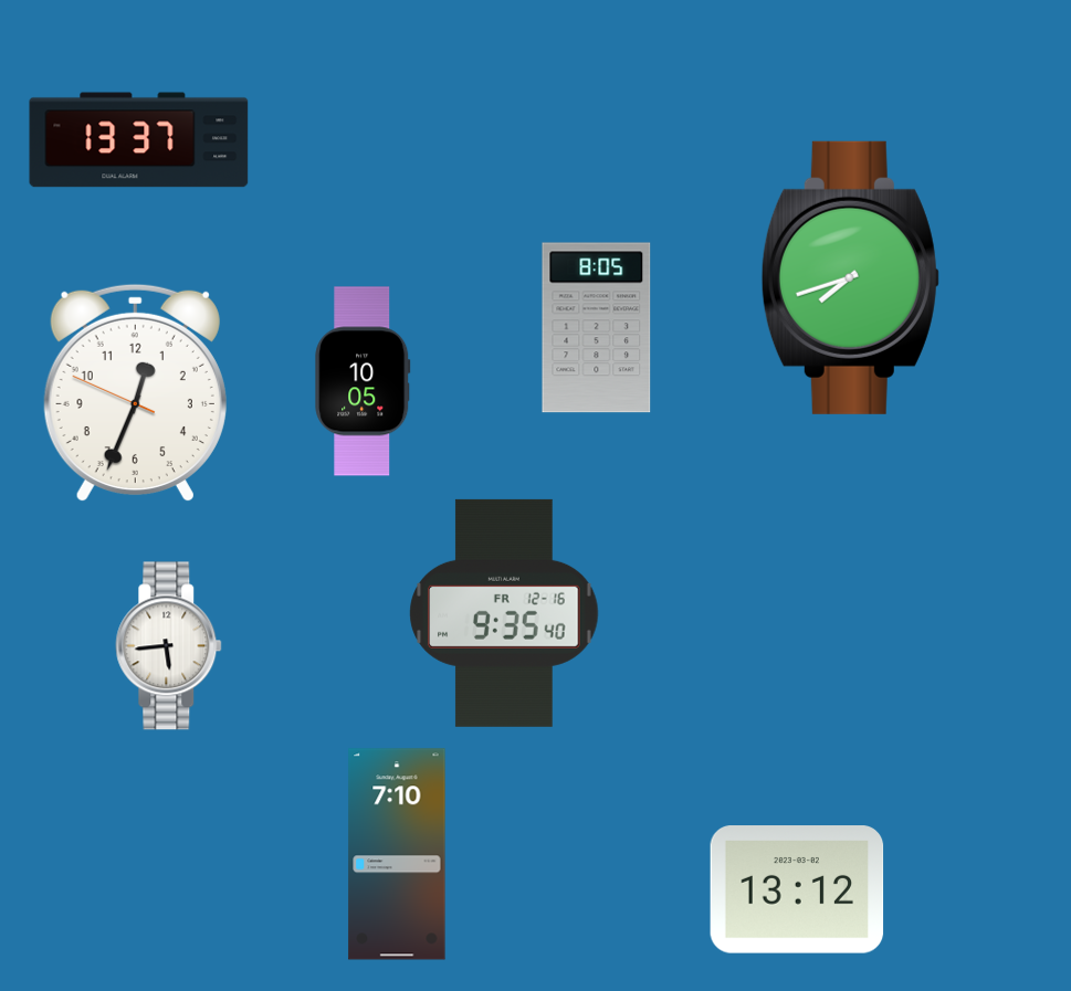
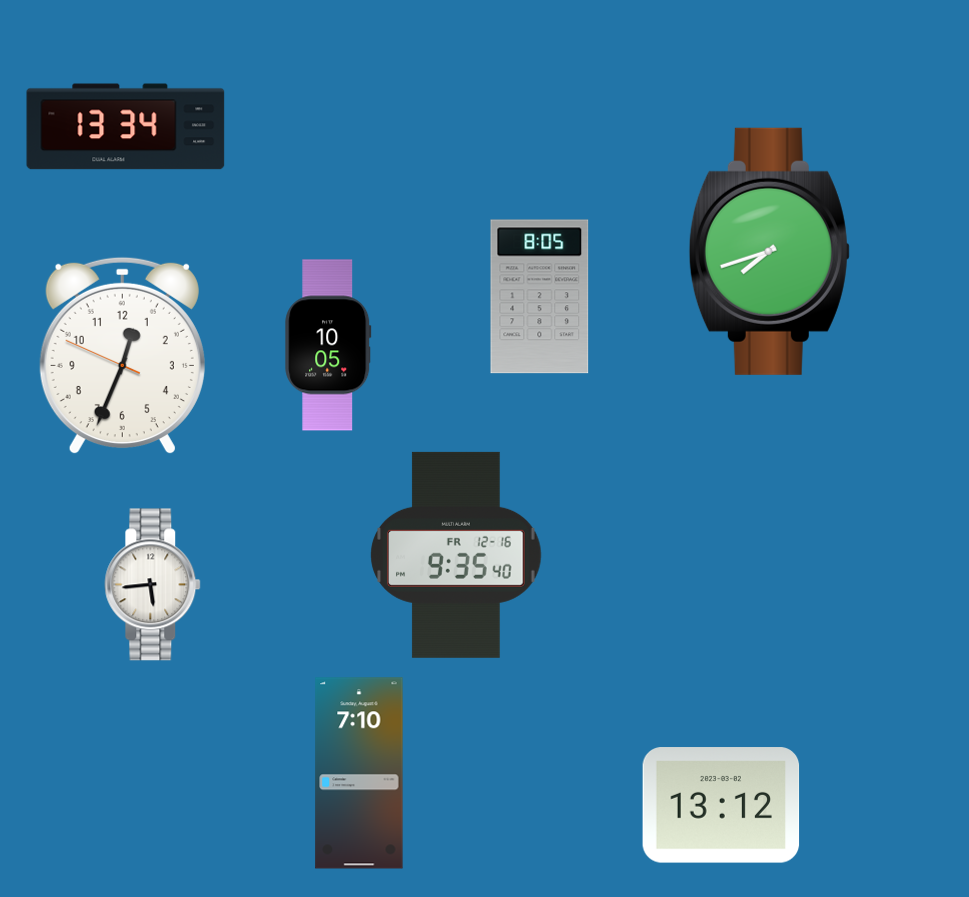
clock at (139, 140): 13:37 -> 13:34
